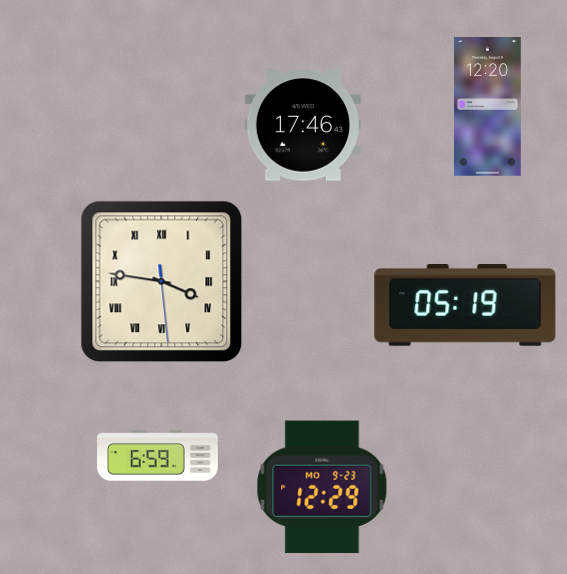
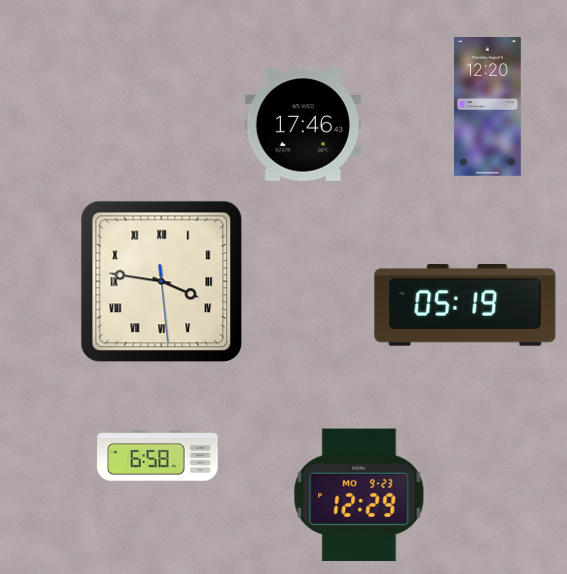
clock at (158, 456): 6:59 -> 6:58
clock at (322, 487) position: (322, 487) -> (359, 495)
